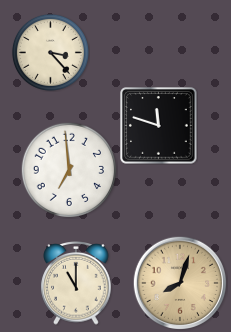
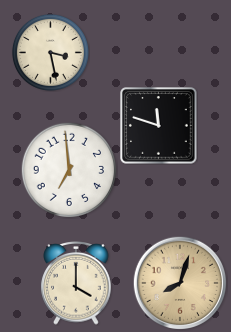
clock at (50, 52): 3:23 -> 3:28
clock at (76, 284): 11:00 -> 4:00
